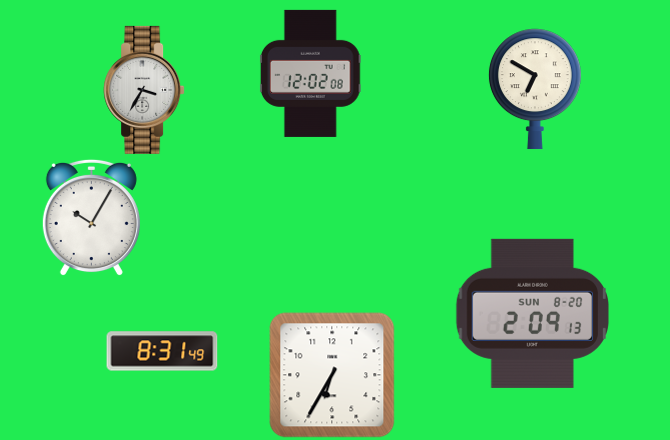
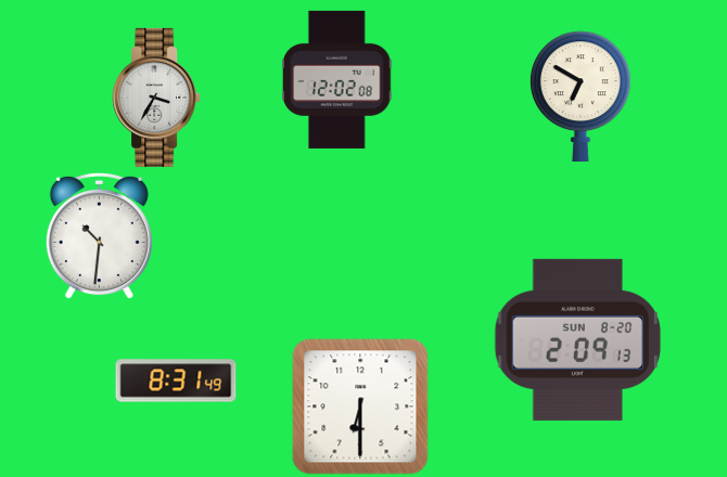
clock at (91, 217): 10:05 -> 10:31
clock at (332, 375): 6:35 -> 6:30
